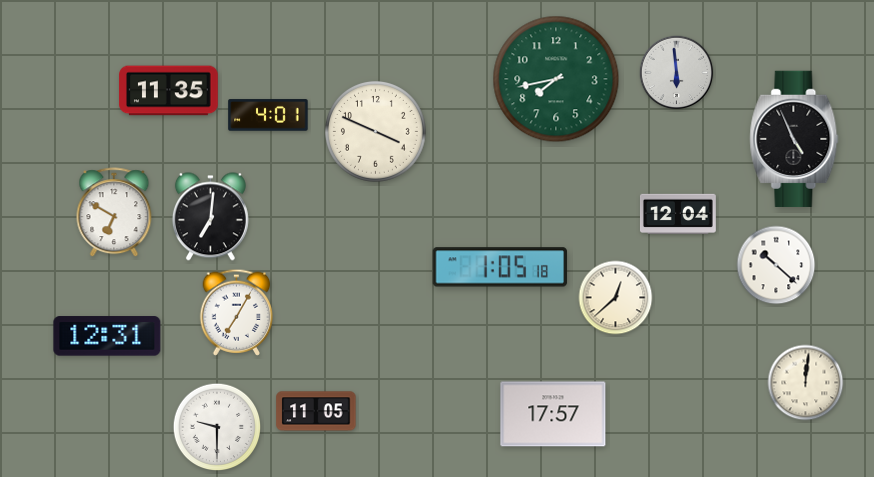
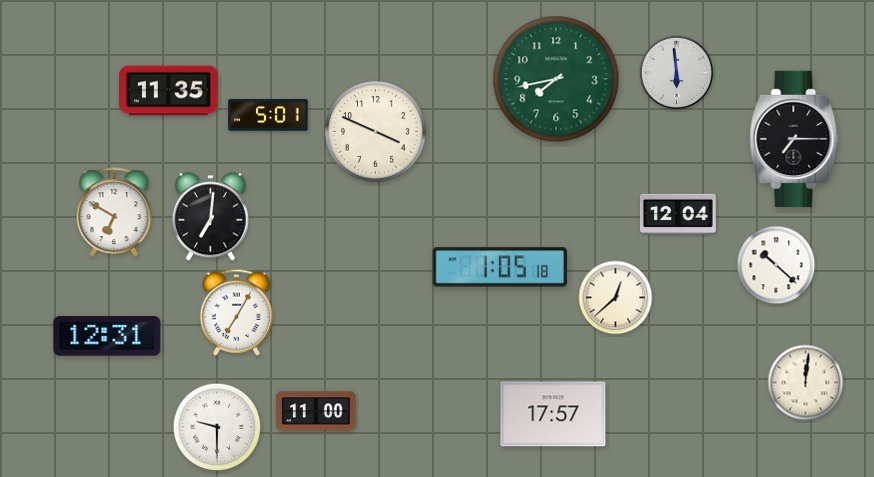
clock at (268, 115): 4:01 -> 5:01
clock at (794, 139): 4:56 -> 7:15
clock at (316, 411): 11:05 -> 11:00
